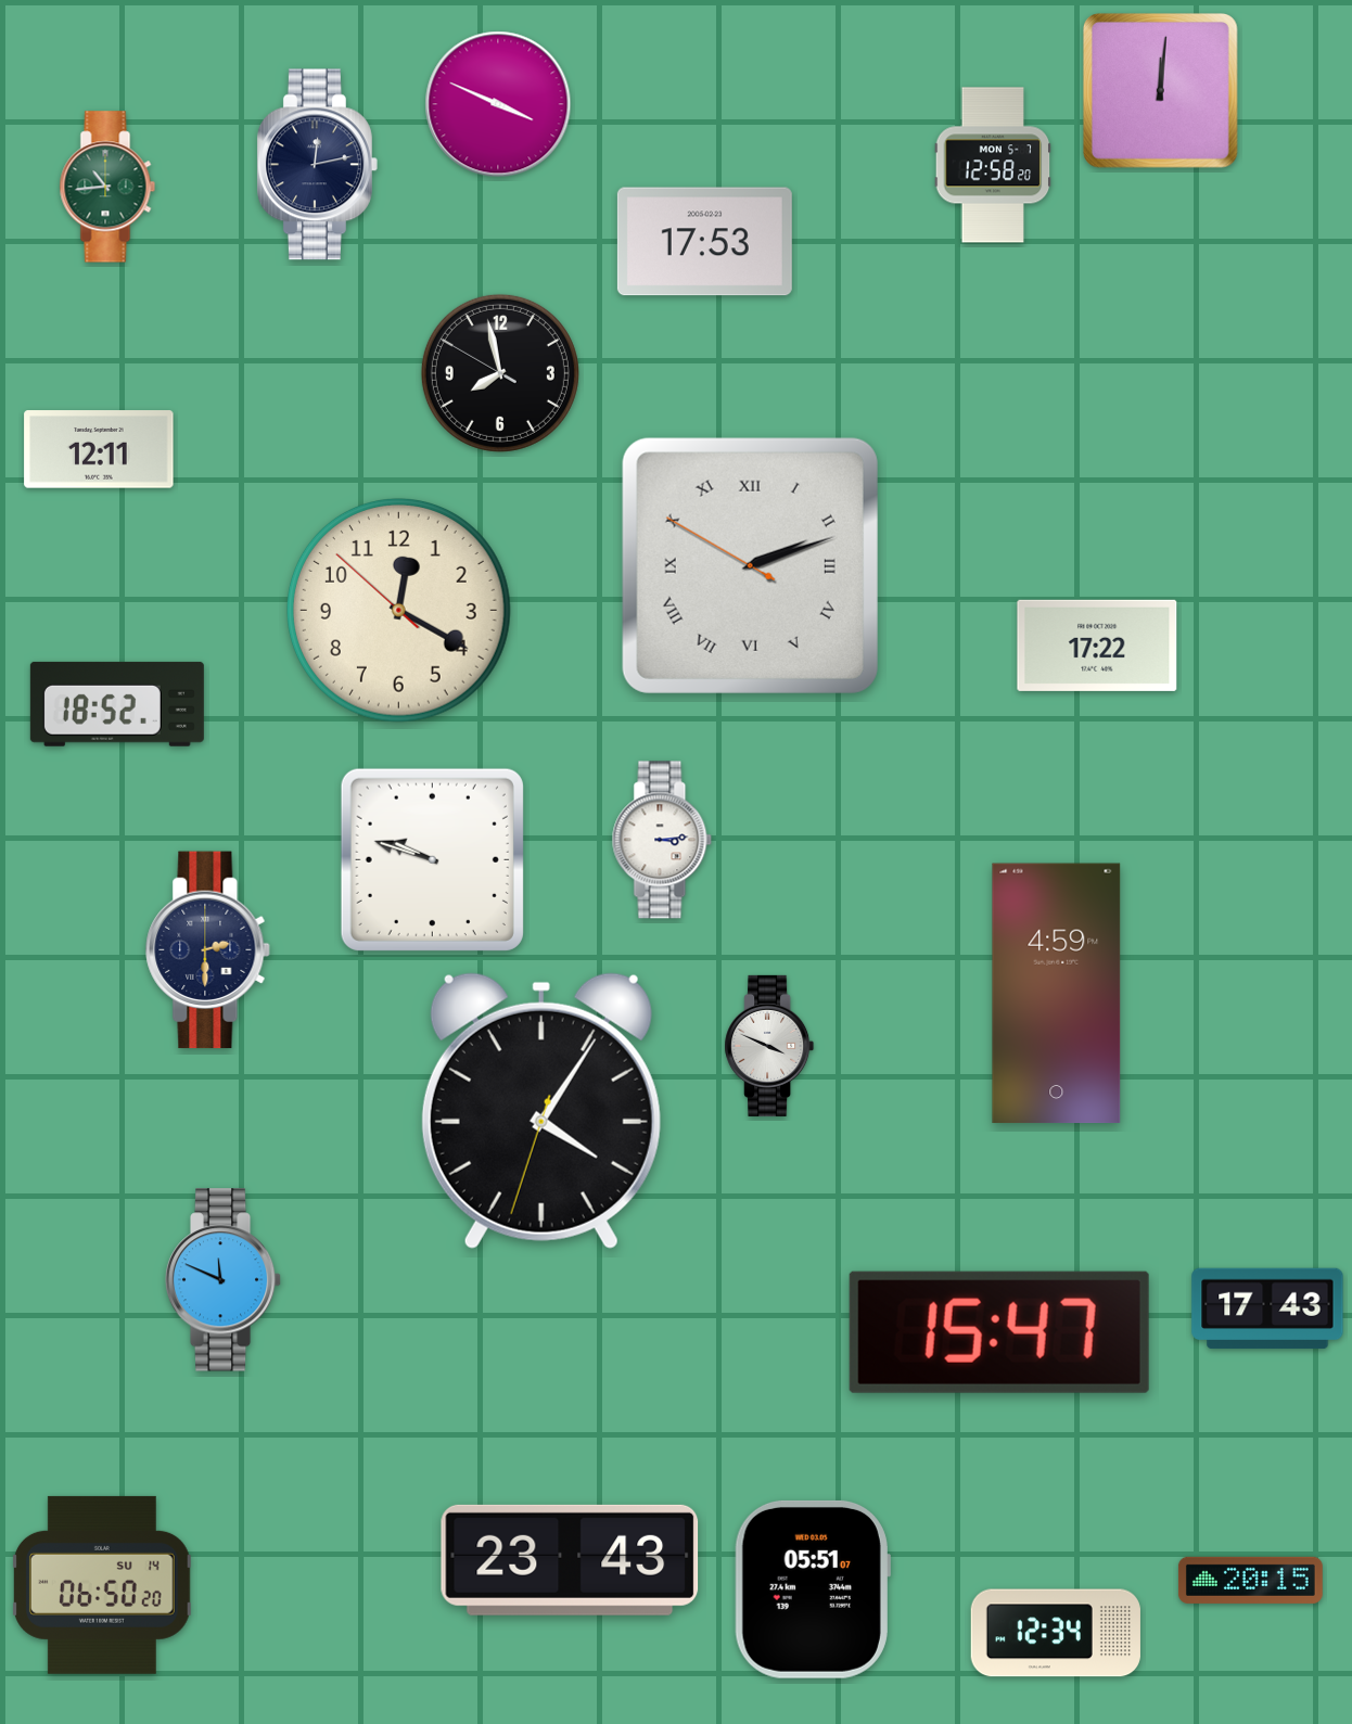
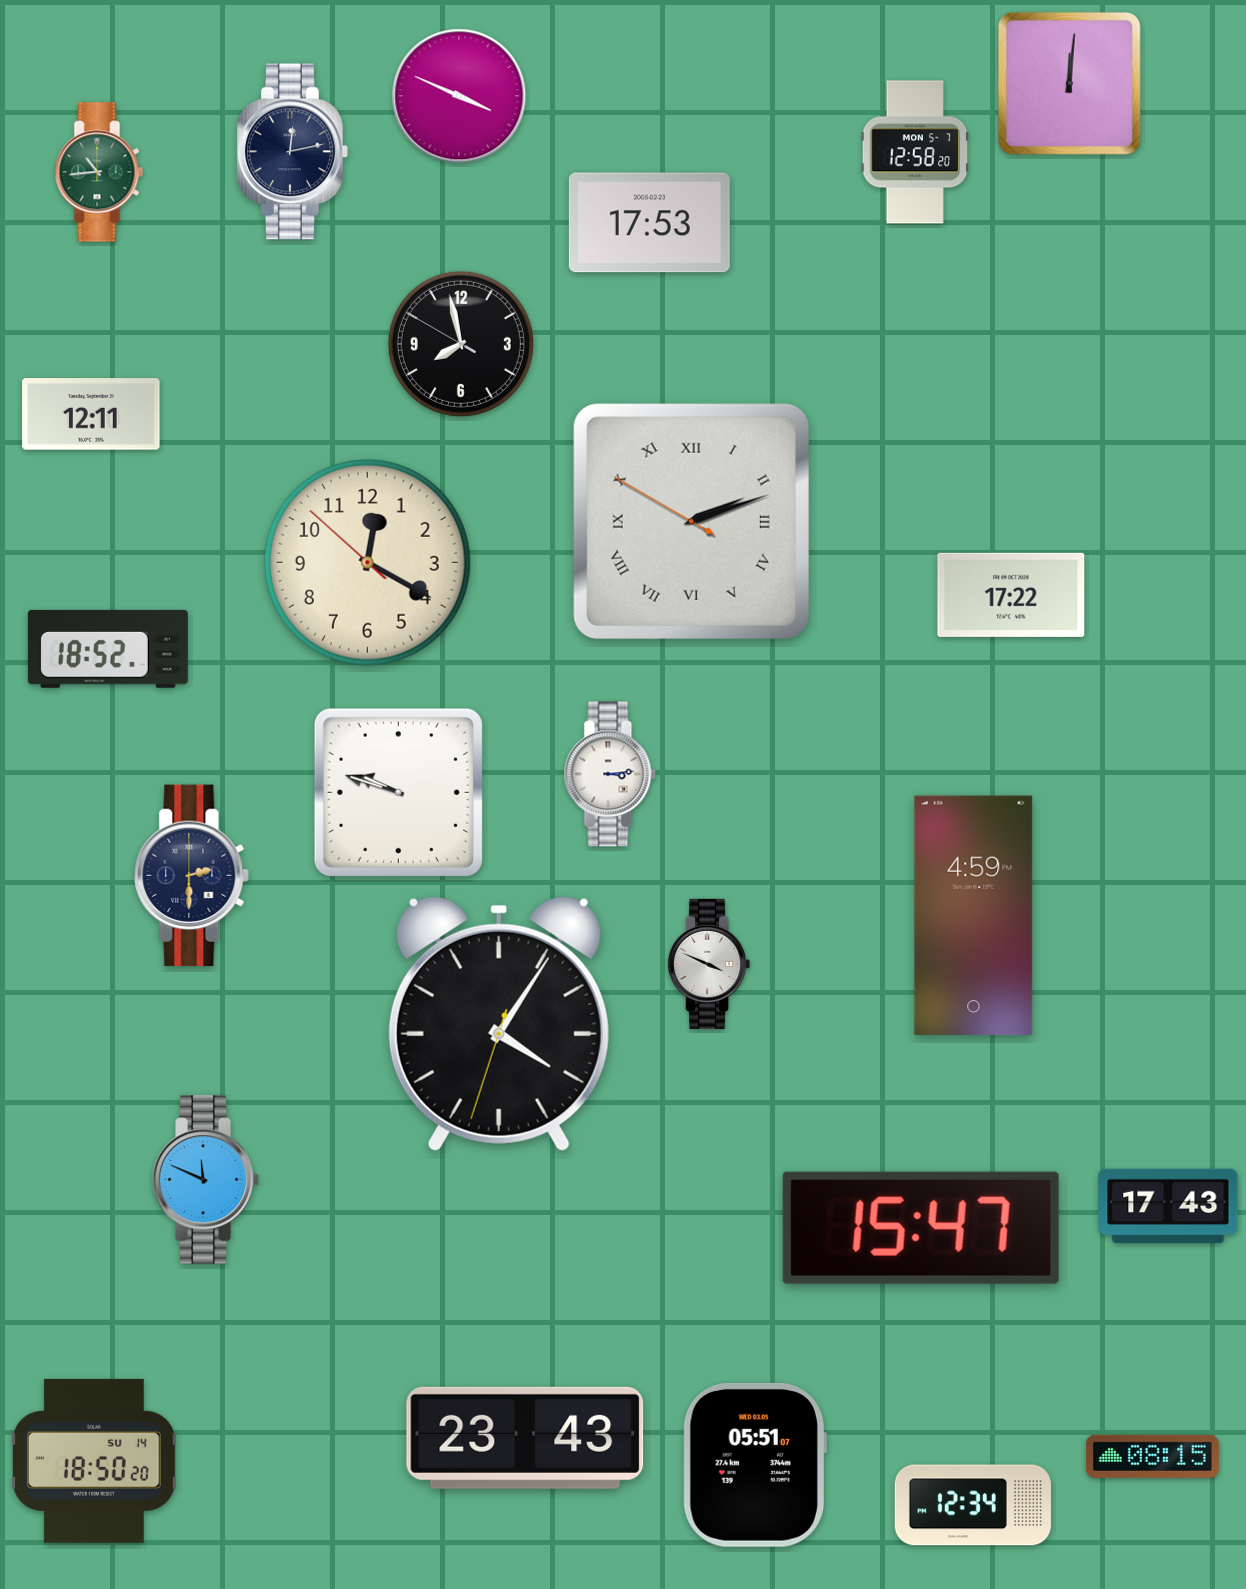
clock at (1250, 1580): 20:15 -> 08:15
clock at (102, 1585): 06:50 -> 18:50
clock at (813, 1589) position: (813, 1589) -> (755, 1465)
